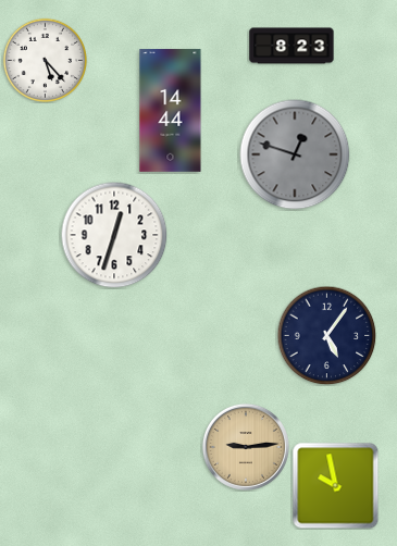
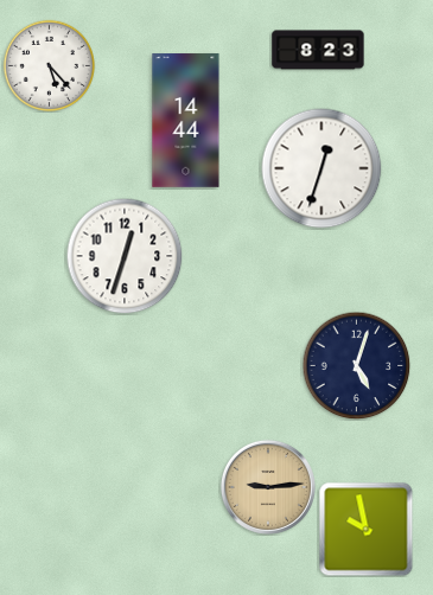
clock at (295, 154): 12:48 -> 12:33
clock at (295, 154) dial: grey -> white
clock at (326, 335): 5:06 -> 5:03
